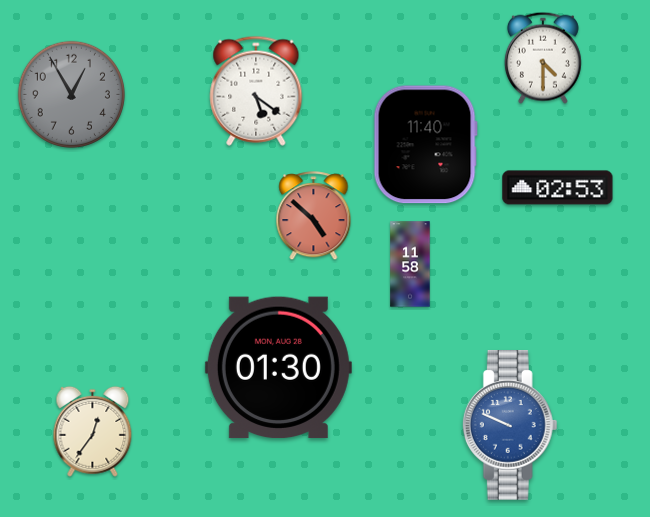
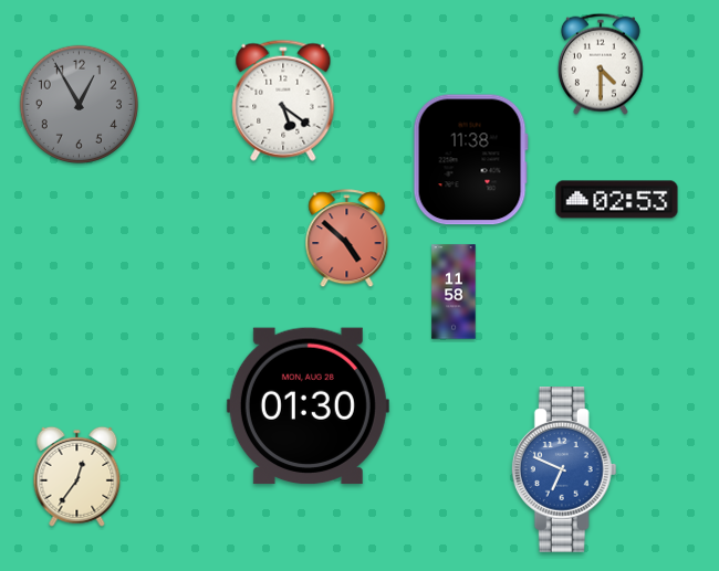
clock at (425, 145): 11:40 -> 11:38
clock at (558, 188) position: (558, 188) -> (617, 200)
clock at (510, 426): 9:49 -> 6:49
clock at (93, 431) position: (93, 431) -> (77, 476)
